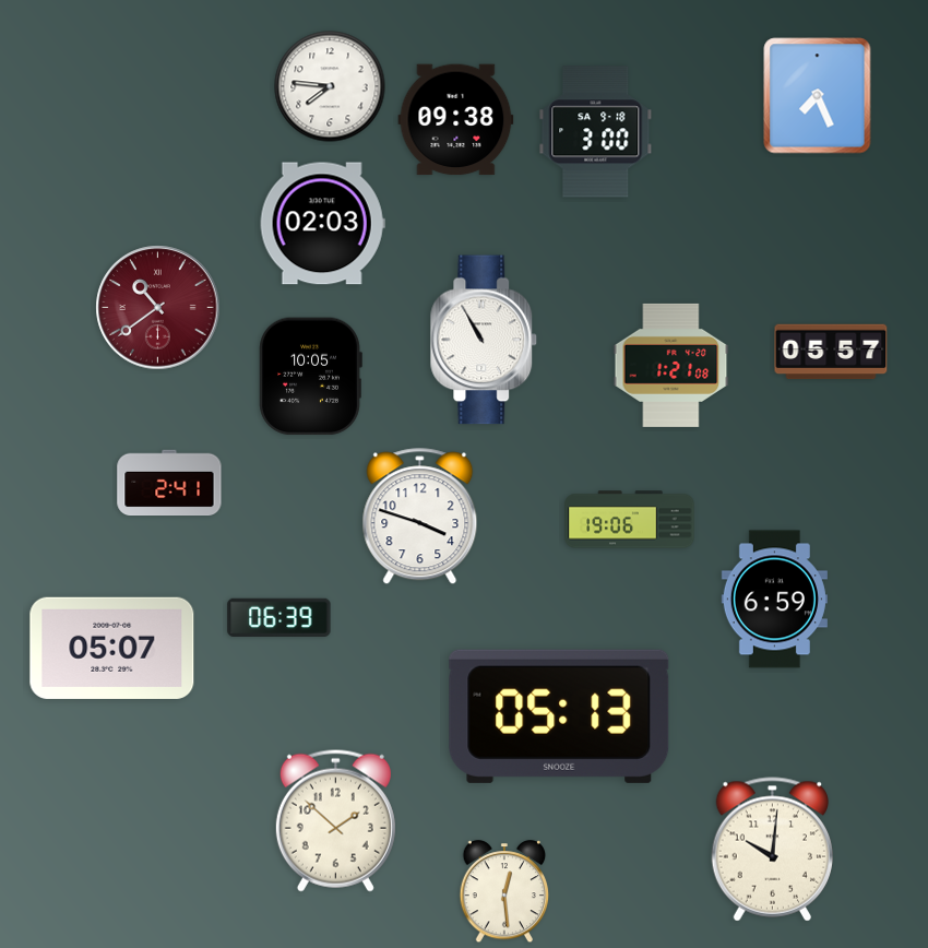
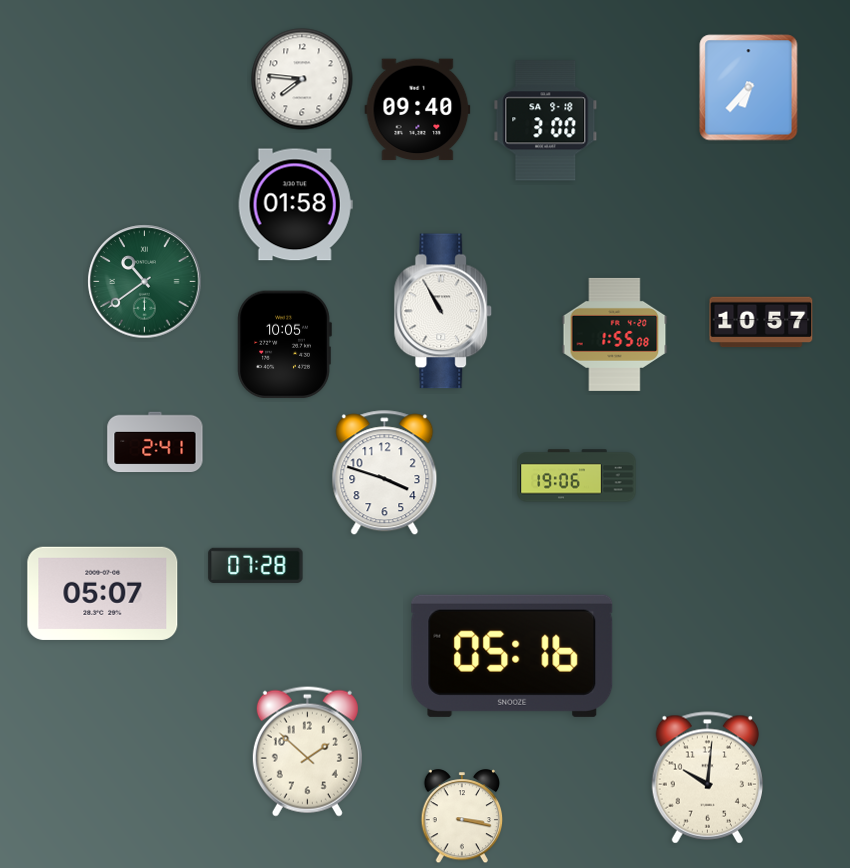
clock at (818, 96): 7:26 -> 6:37
clock at (456, 120): 09:38 -> 09:40
clock at (322, 224): 02:03 -> 01:58
clock at (158, 308) dial: burgundy -> green
clock at (831, 352): 05:57 -> 10:57
clock at (671, 365): 1:21 -> 1:55
clock at (774, 600): 6:59 -> none
clock at (279, 617): 06:39 -> 07:28
clock at (559, 716): 05:13 -> 05:16
clock at (504, 892): 12:29 -> 3:17
